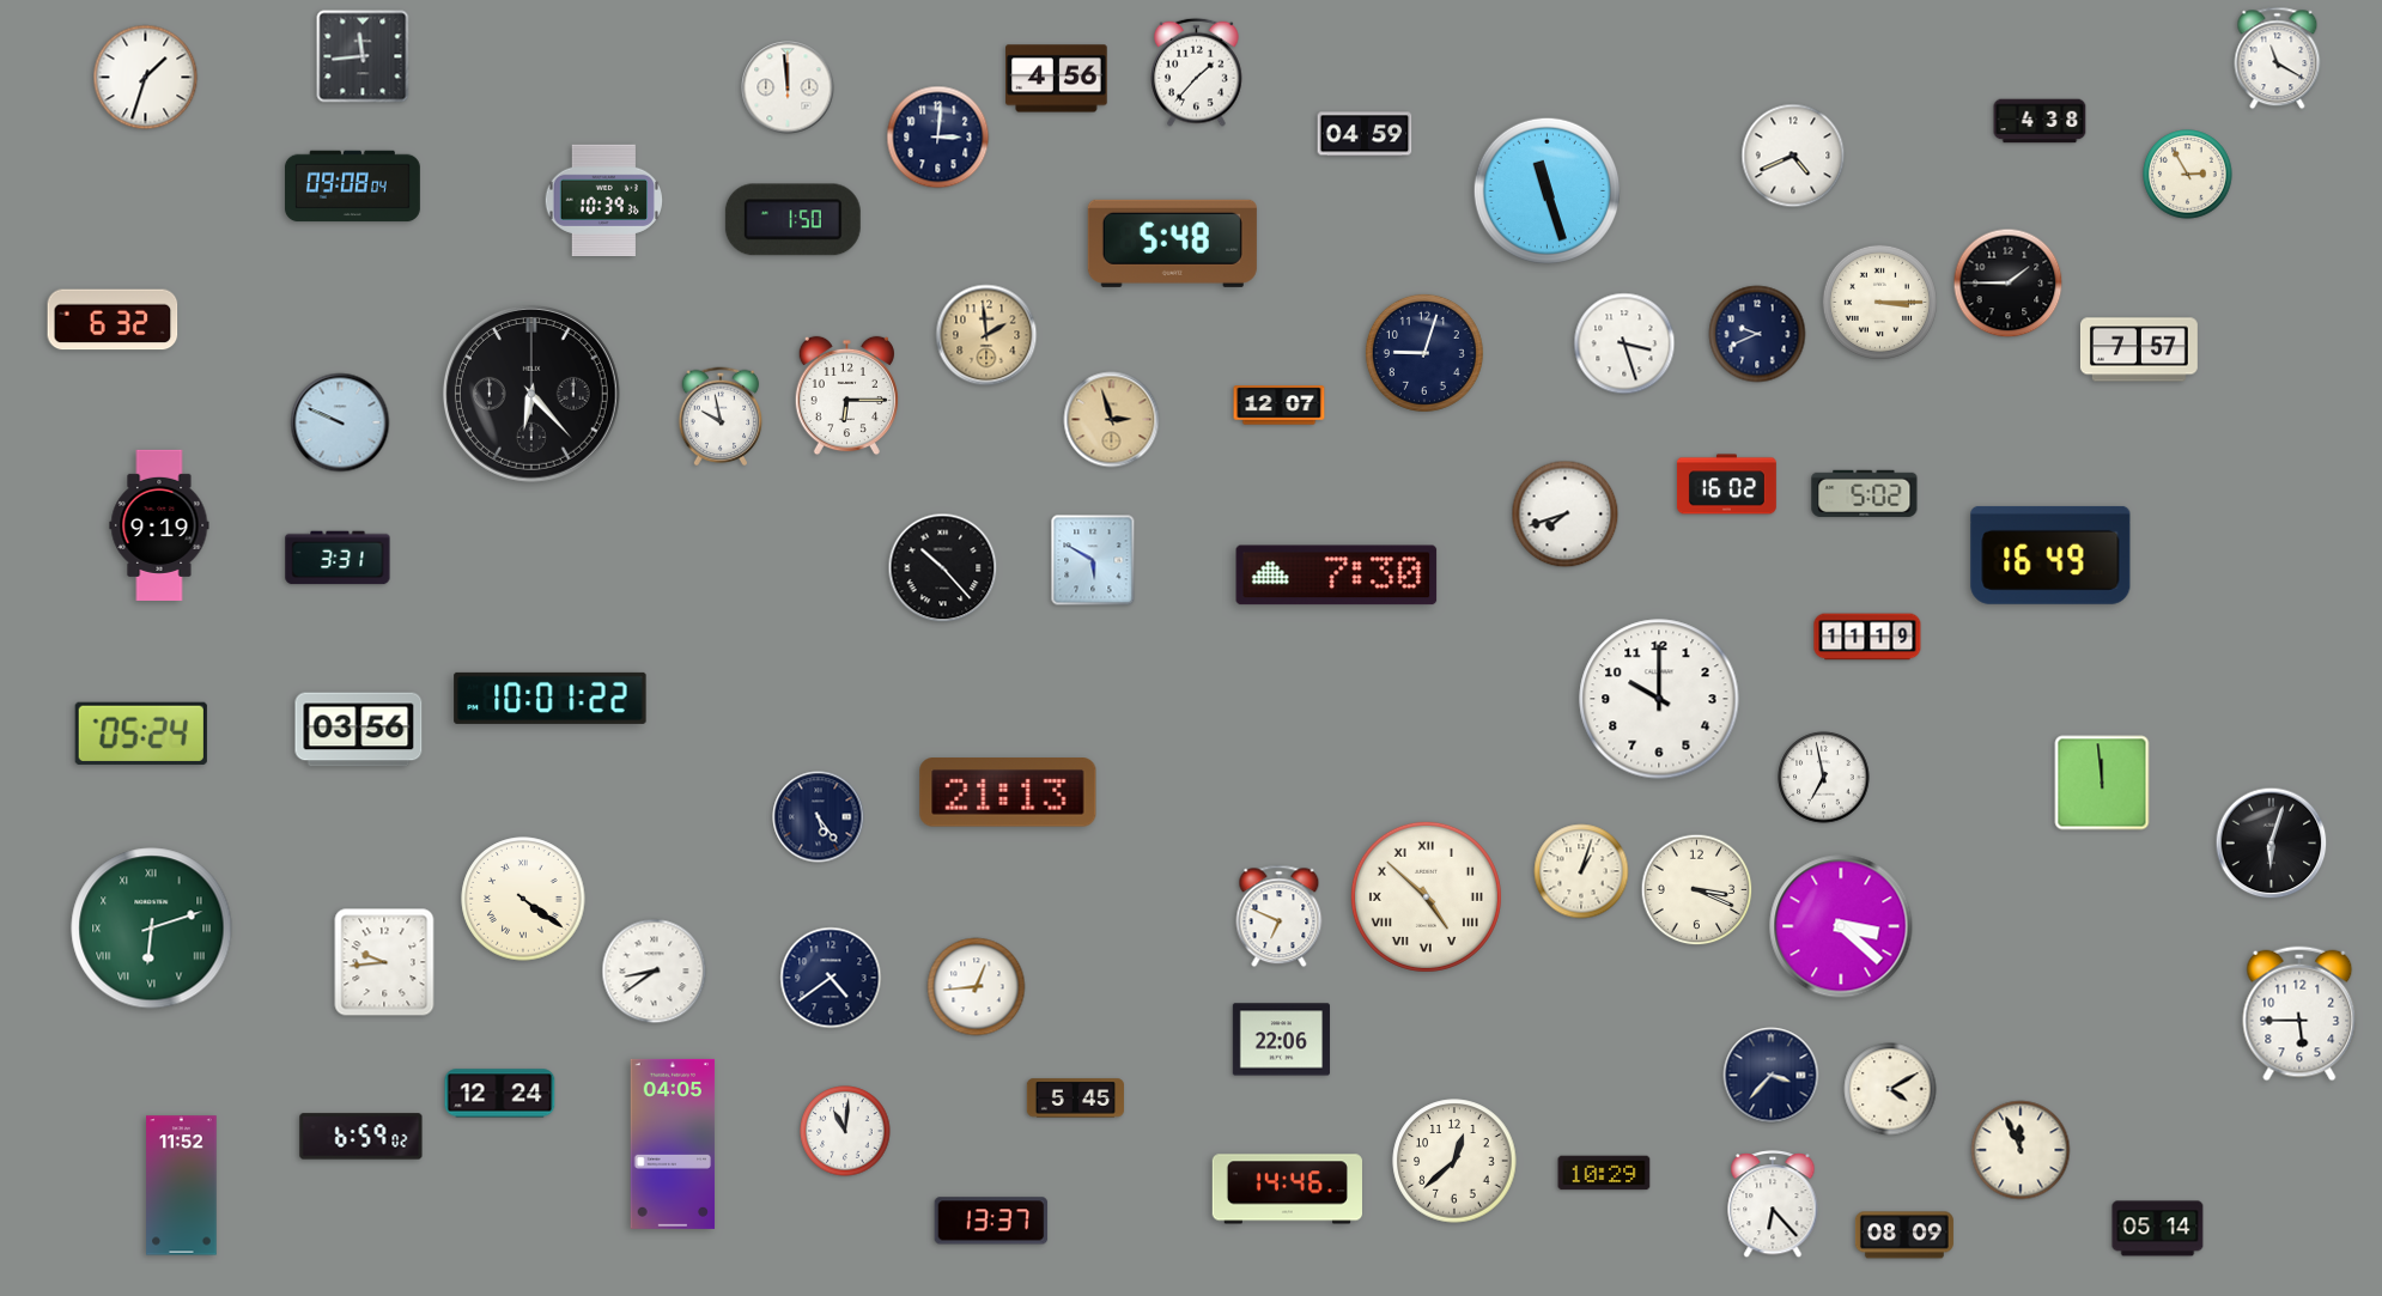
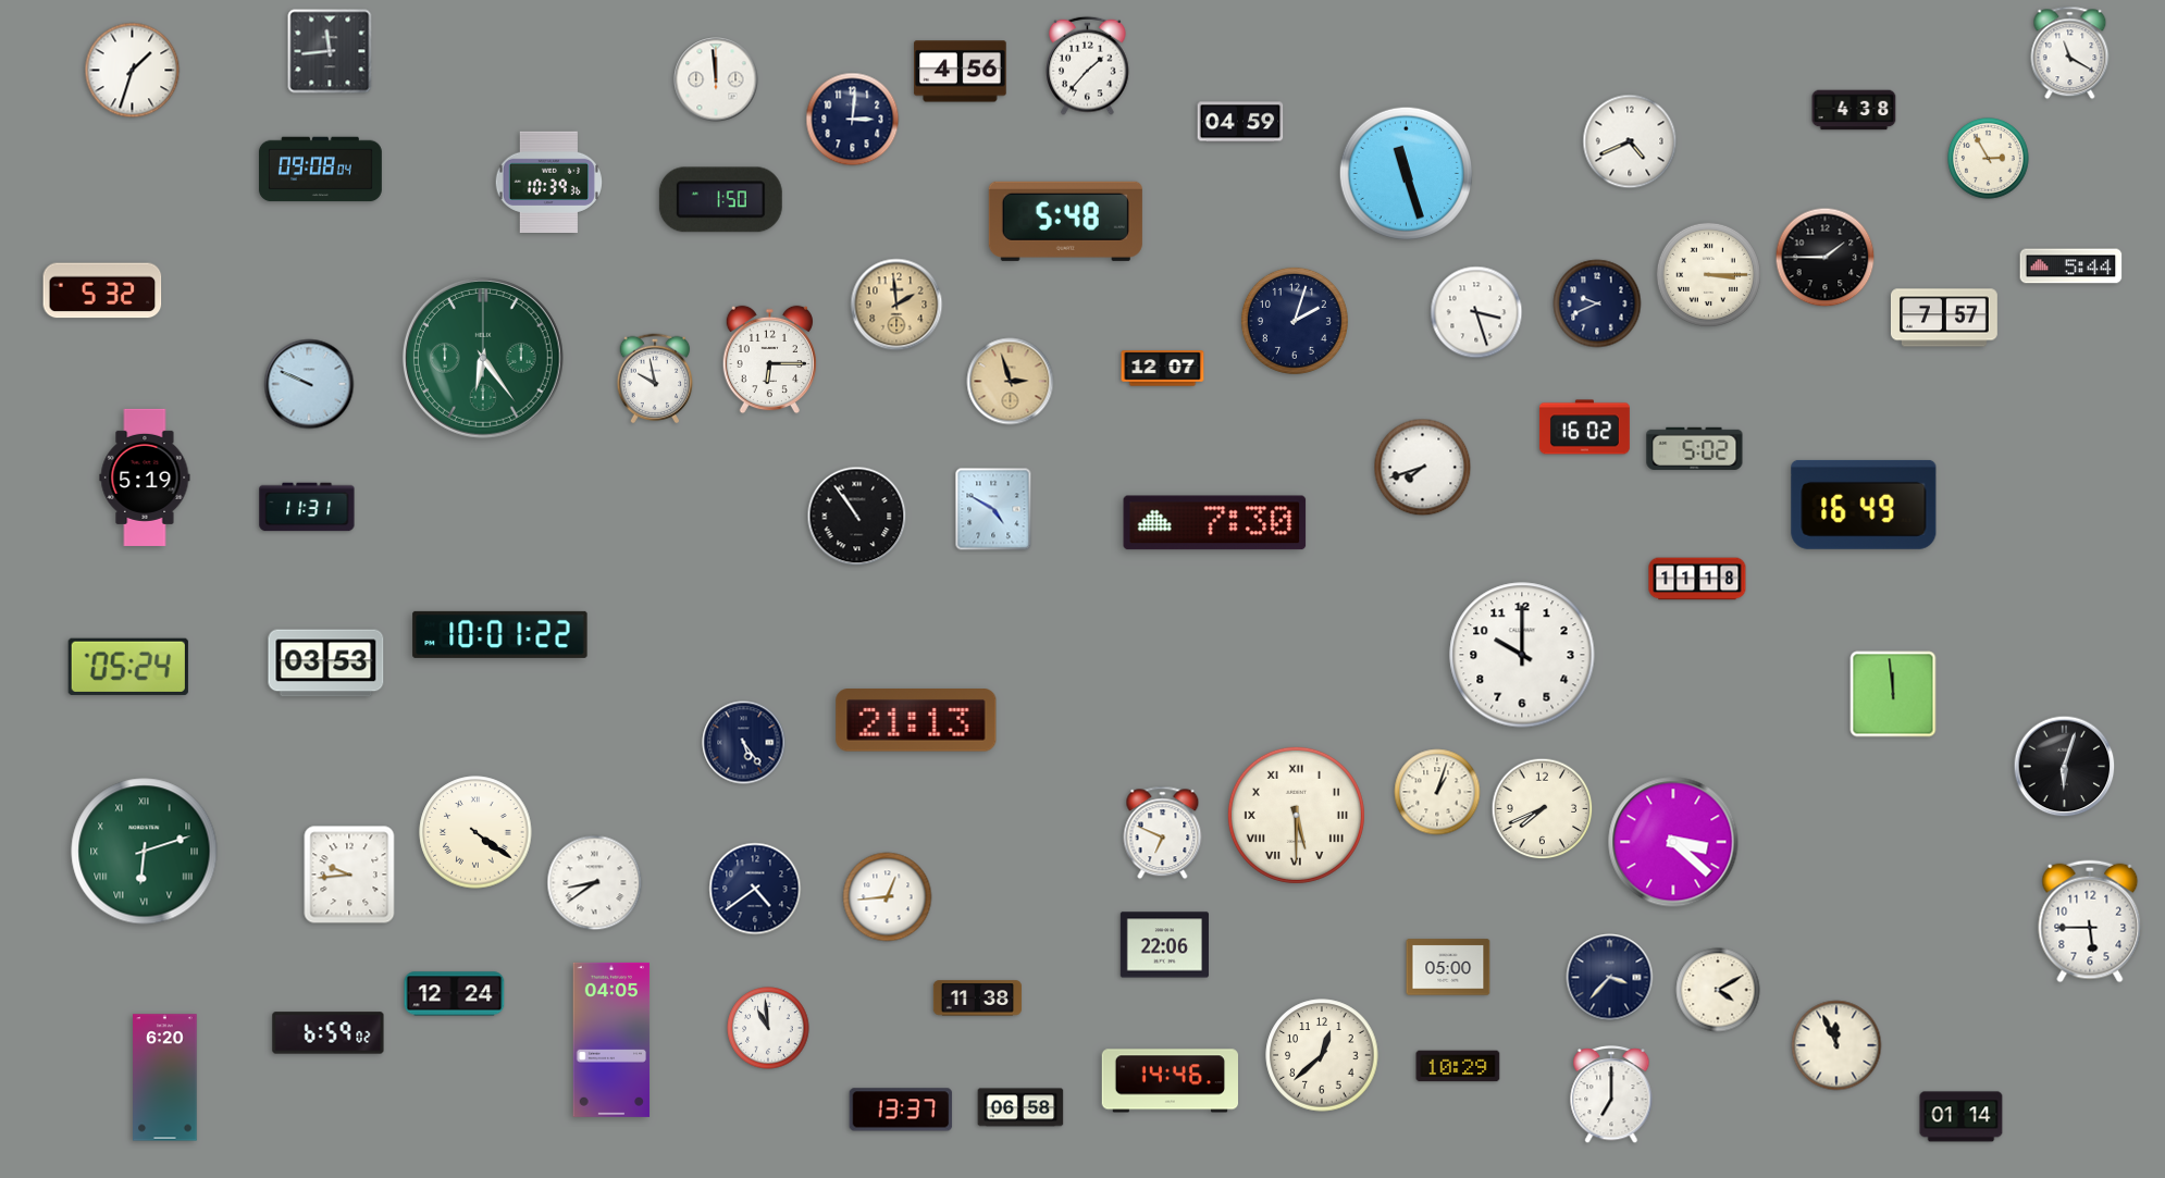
clock at (938, 138) position: (938, 138) -> (853, 120)
clock at (2071, 266): none -> 5:44
clock at (113, 320): 6:32 -> 5:32
clock at (1424, 353): 9:03 -> 2:03
clock at (531, 394): 6:23 -> 6:24
clock at (531, 394) dial: black -> green
clock at (1726, 485) position: (1726, 485) -> (1584, 427)
clock at (159, 525): 9:19 -> 5:19
clock at (338, 558): 3:31 -> 11:31
clock at (1093, 560): 5:50 -> 4:50
clock at (943, 568): 10:23 -> 10:54
clock at (1867, 637): 11:19 -> 11:18
clock at (1659, 699) position: (1659, 699) -> (1522, 655)
clock at (359, 730): 03:56 -> 03:53
clock at (1824, 778): 6:58 -> none
clock at (2102, 783) position: (2102, 783) -> (1893, 694)
clock at (1697, 890): 3:19 -> 7:41
clock at (1426, 896): 4:52 -> 5:30
clock at (523, 899) position: (523, 899) -> (475, 832)
clock at (152, 929) position: (152, 929) -> (145, 852)
clock at (1448, 967): none -> 05:00
clock at (1075, 1099): 5:45 -> 11:38
clock at (845, 1131): 11:01 -> 10:59
clock at (182, 1186): 11:52 -> 6:20
clock at (1773, 1205): 6:23 -> 7:00
clock at (1020, 1107): none -> 06:58
clock at (2158, 1229): 05:14 -> 01:14
clock at (1904, 1235): 08:09 -> none
